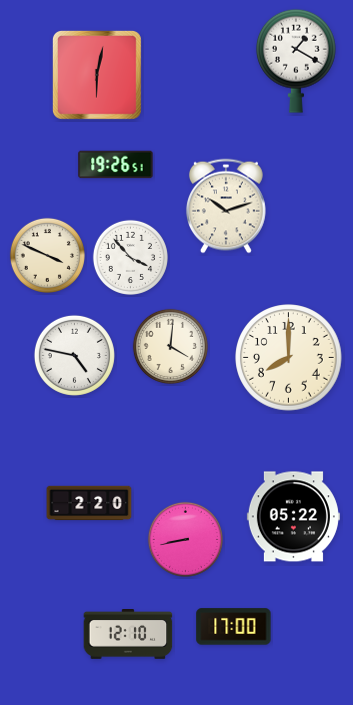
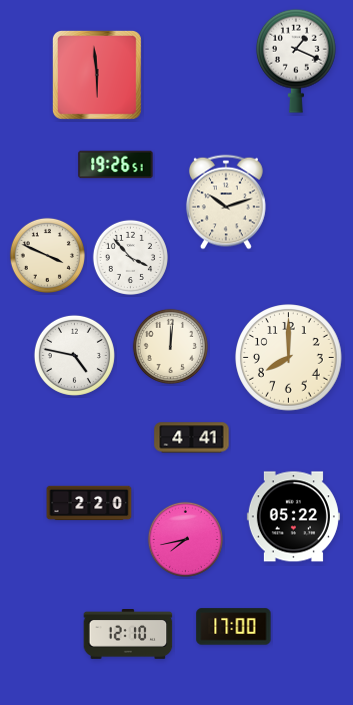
clock at (296, 61): 1:20 -> 1:19
clock at (97, 75): 6:02 -> 5:59
clock at (226, 206) position: (226, 206) -> (226, 202)
clock at (170, 346): 4:01 -> 12:01
clock at (192, 438): none -> 4:41
clock at (185, 539): 8:43 -> 7:43
